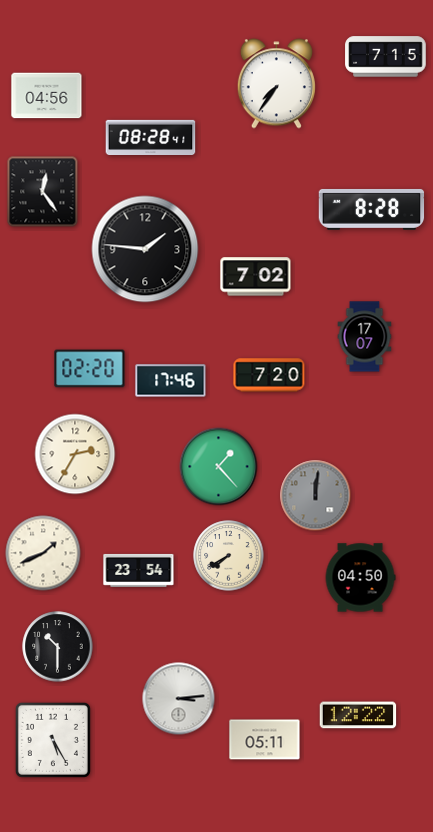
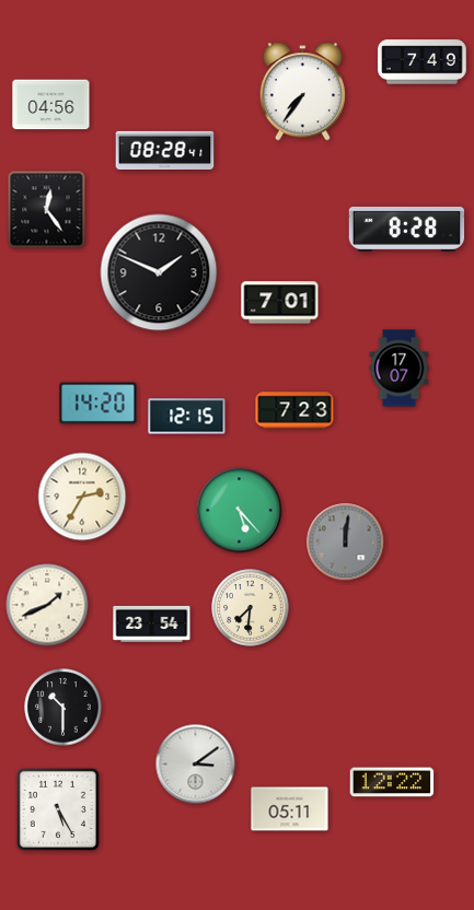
clock at (386, 57): 7:15 -> 7:49
clock at (145, 249): 1:46 -> 1:49
clock at (256, 277): 7:02 -> 7:01
clock at (90, 369): 02:20 -> 14:20
clock at (269, 375): 7:20 -> 7:23
clock at (171, 381): 17:46 -> 12:15
clock at (219, 467): 1:23 -> 5:23
clock at (229, 556): 7:40 -> 7:31
clock at (360, 578): 04:50 -> none
clock at (179, 699): 3:14 -> 3:09
